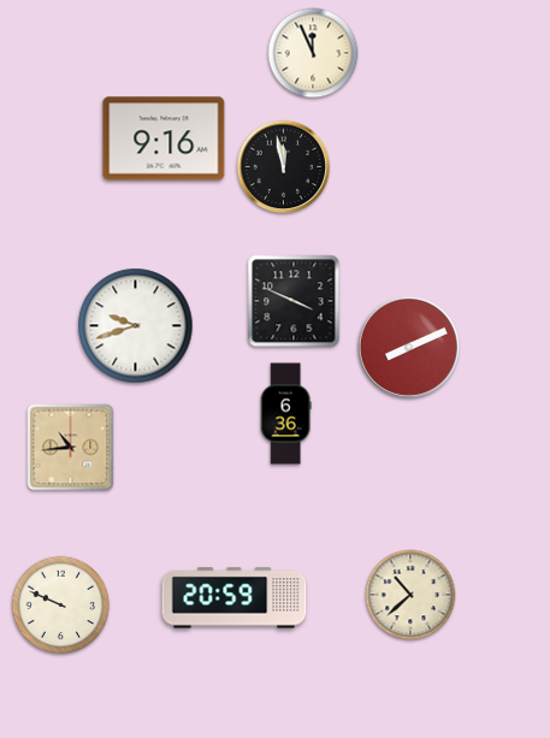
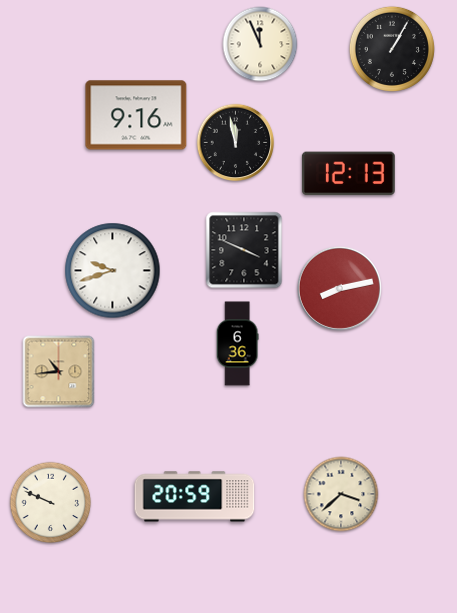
clock at (392, 49): none -> 1:05
clock at (284, 167) position: (284, 167) -> (236, 143)
clock at (348, 174): none -> 12:13
clock at (408, 347): 8:11 -> 8:13
clock at (410, 595): 10:38 -> 3:38
